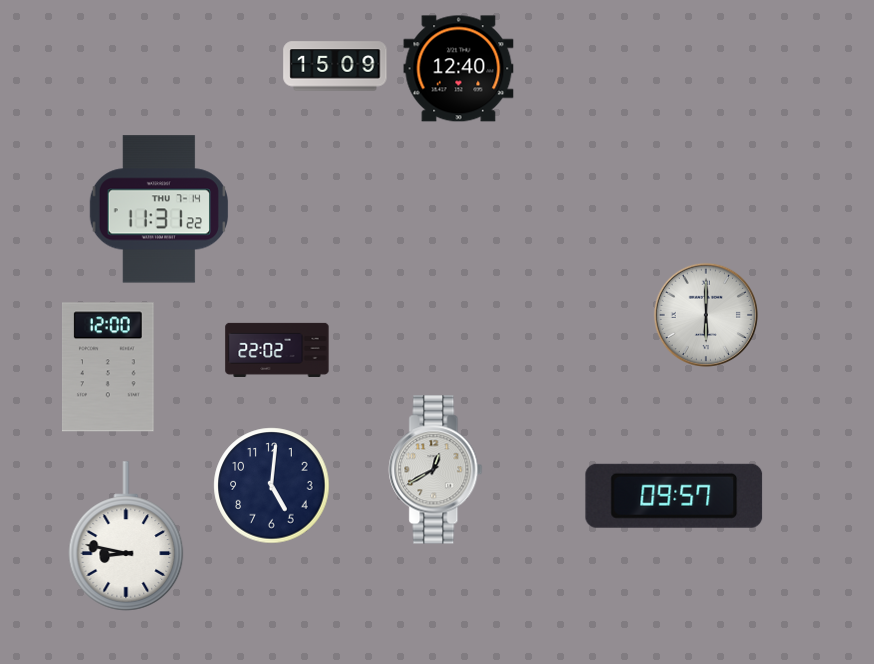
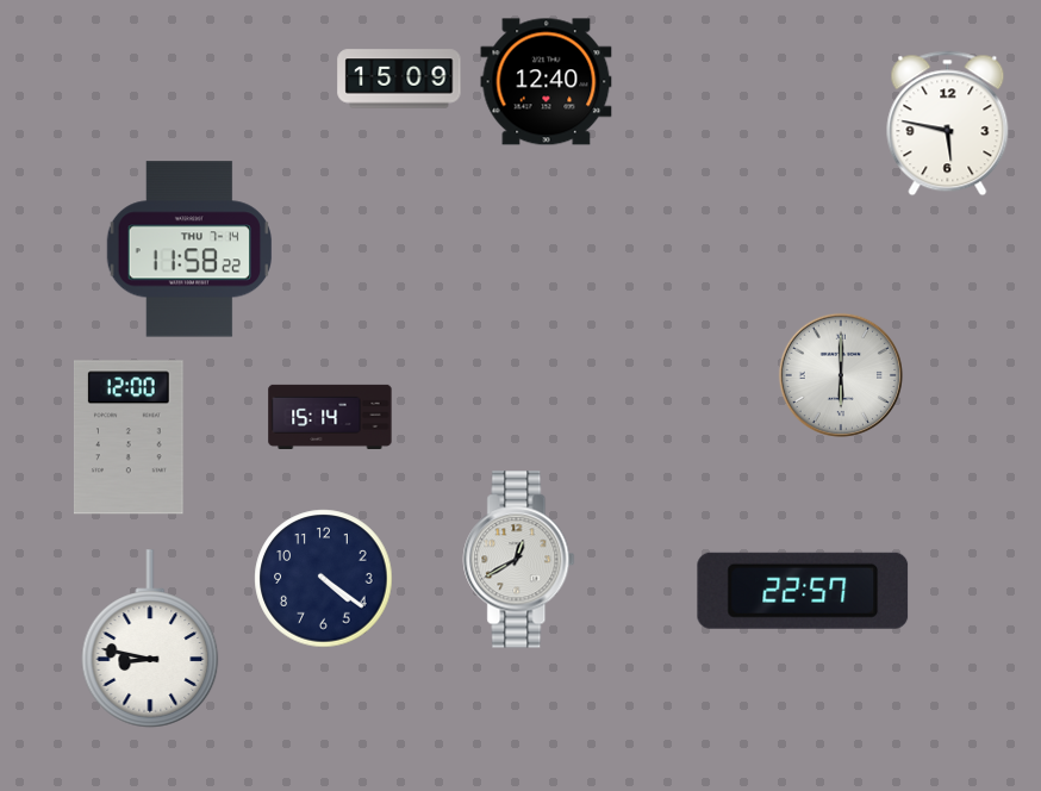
clock at (948, 124): none -> 5:47
clock at (158, 209): 11:31 -> 11:58
clock at (277, 350): 22:02 -> 15:14
clock at (272, 486): 5:01 -> 4:21
clock at (674, 496): 09:57 -> 22:57
